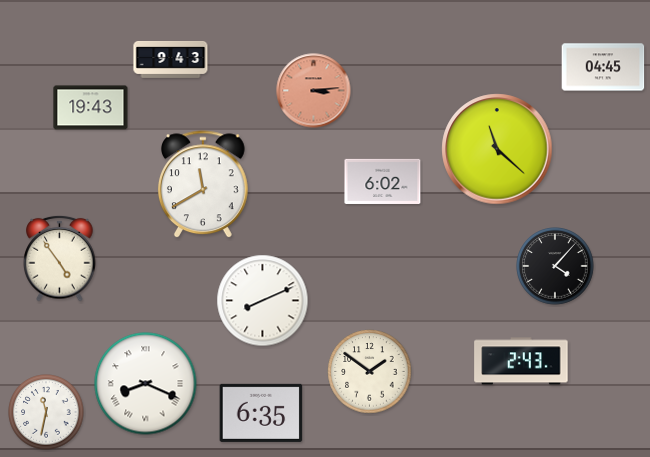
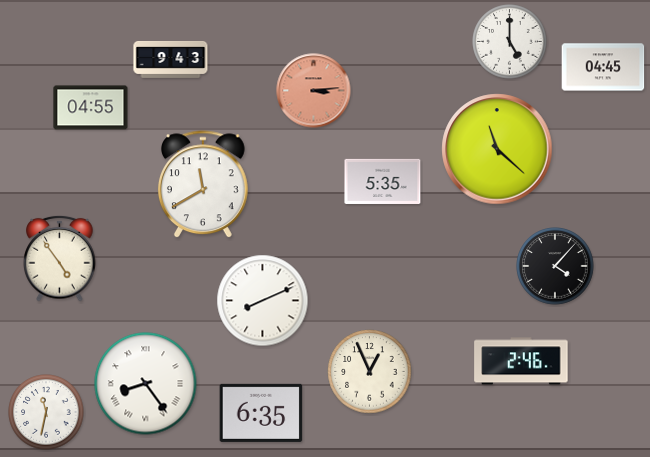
clock at (510, 42): none -> 5:00
clock at (91, 108): 19:43 -> 04:55
clock at (383, 181): 6:02 -> 5:35
clock at (521, 361): 2:43 -> 2:46
clock at (370, 372): 1:51 -> 12:56
clock at (146, 384): 8:19 -> 8:24
